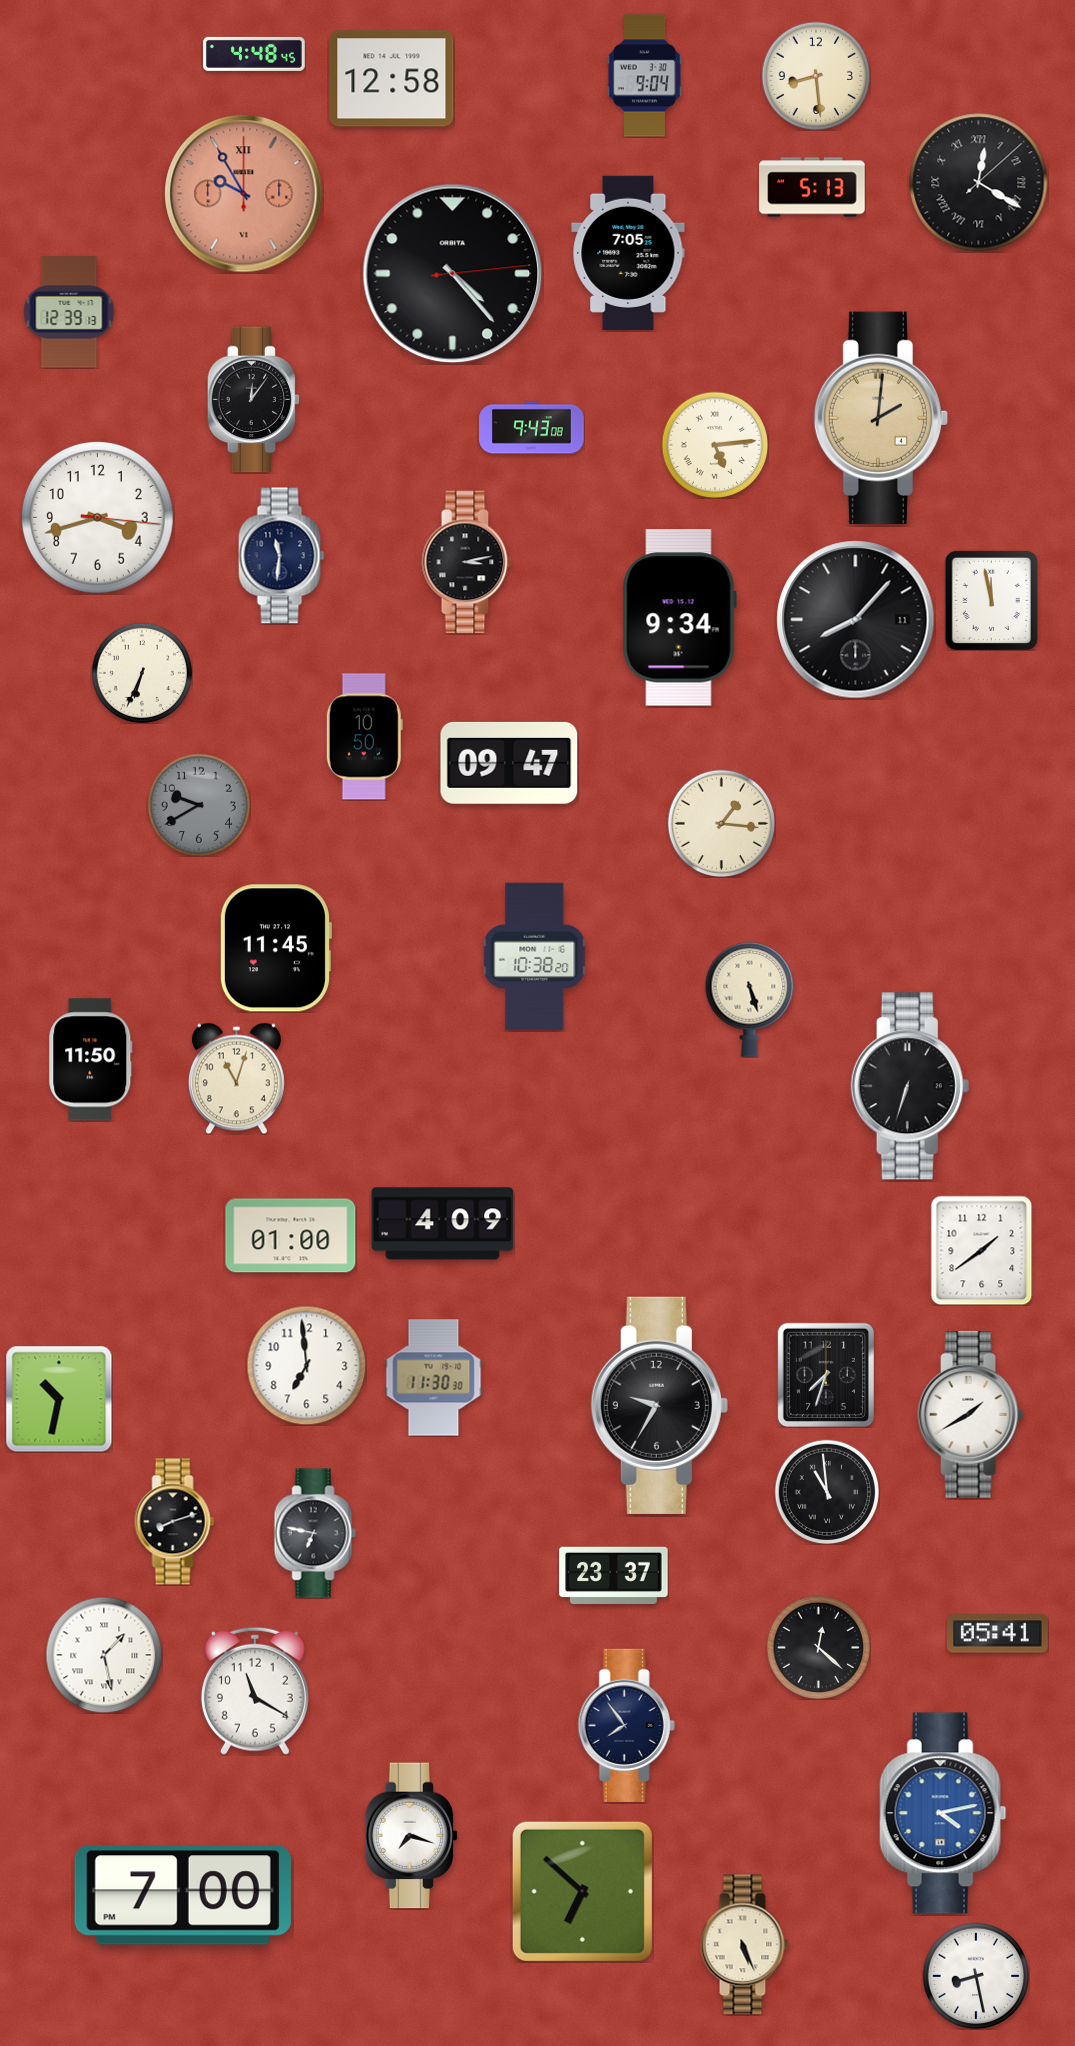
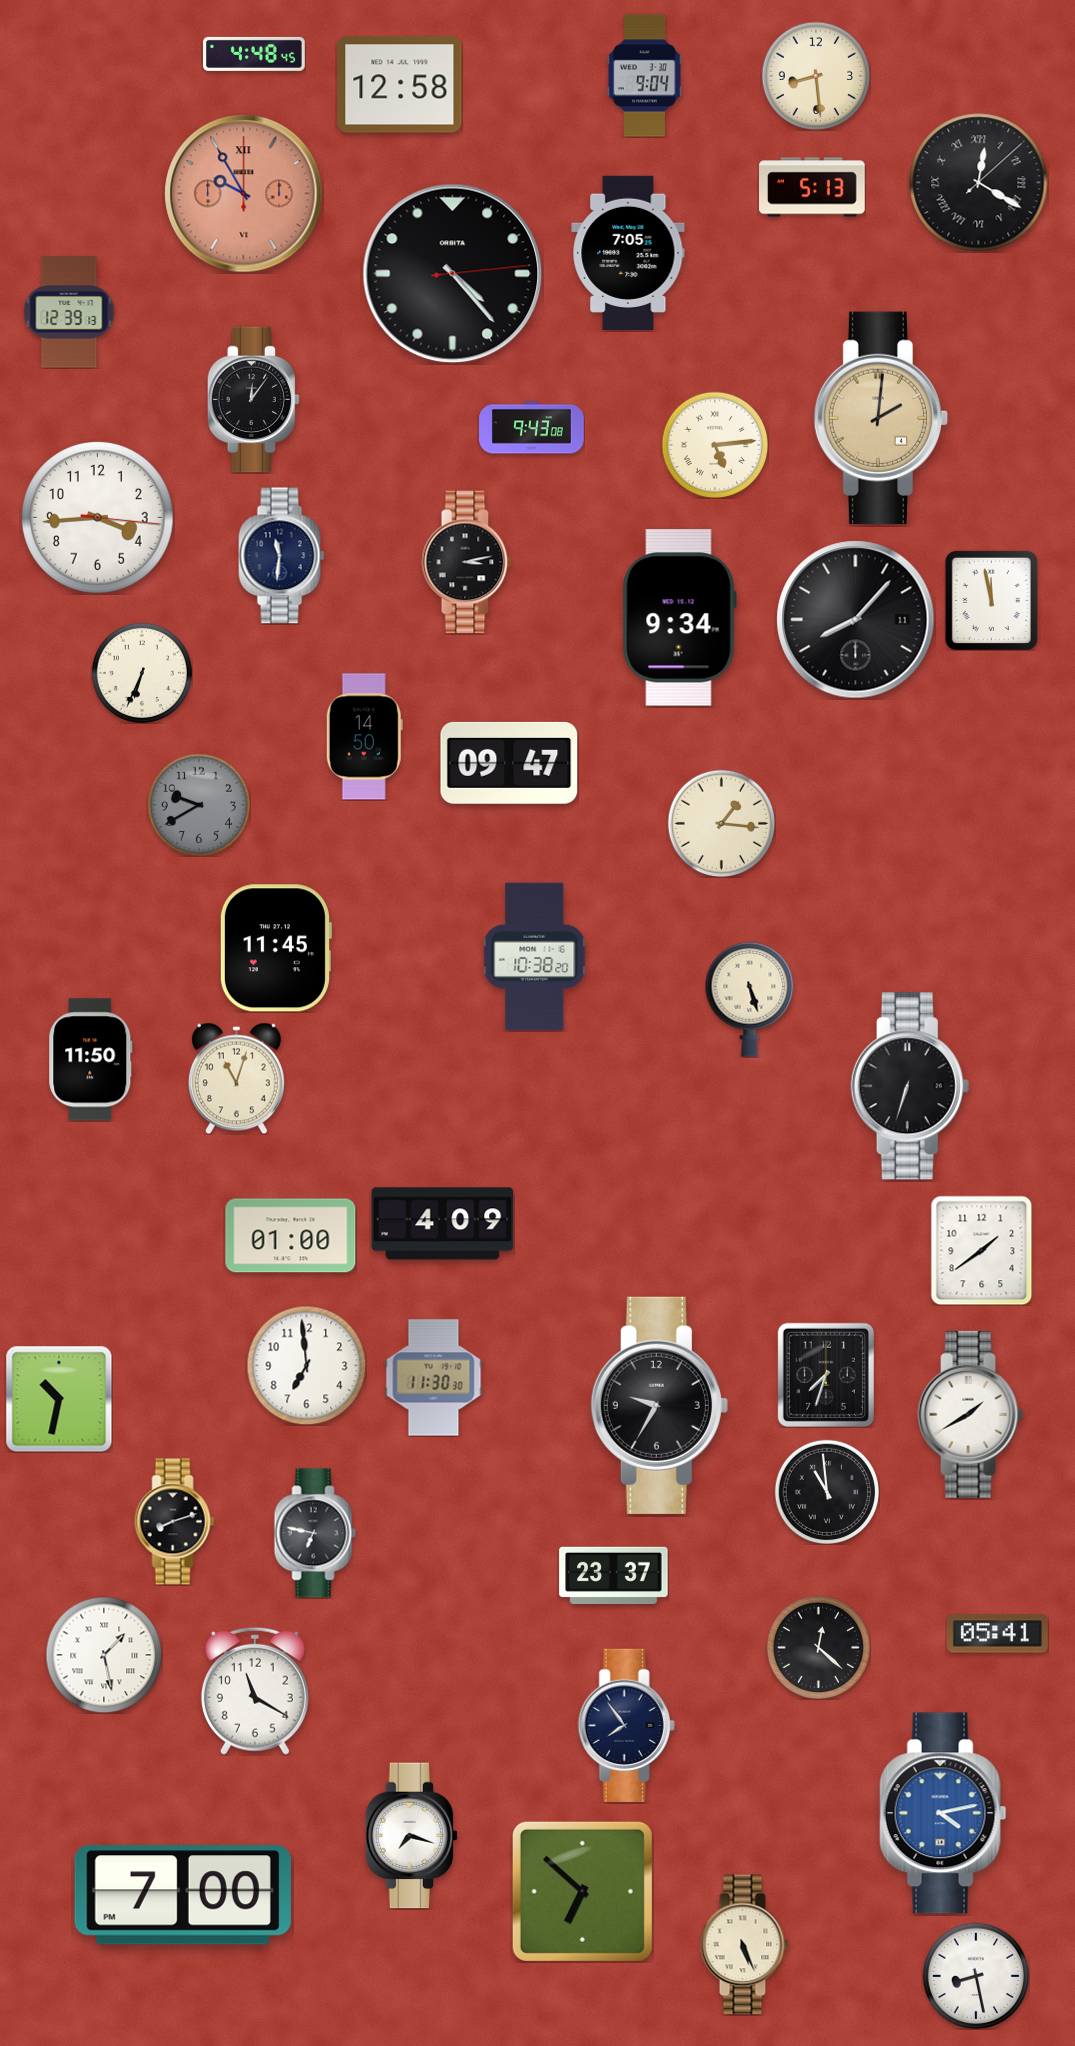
clock at (392, 79) position: (392, 79) -> (400, 85)
clock at (98, 518): 3:42 -> 3:44
clock at (364, 737): 10:50 -> 14:50
